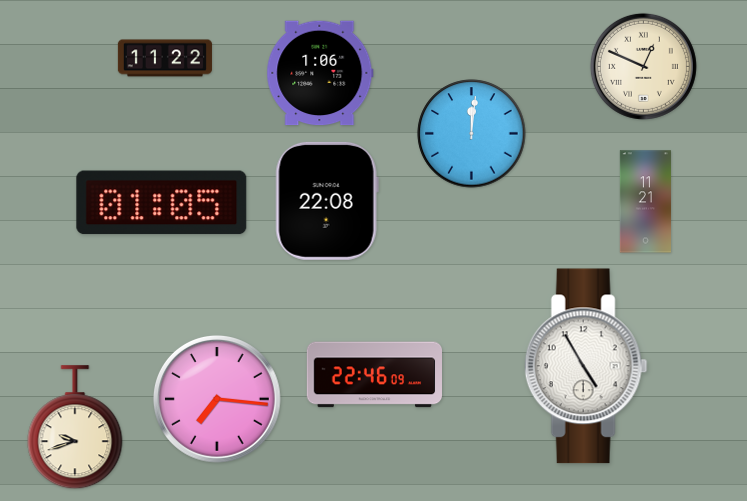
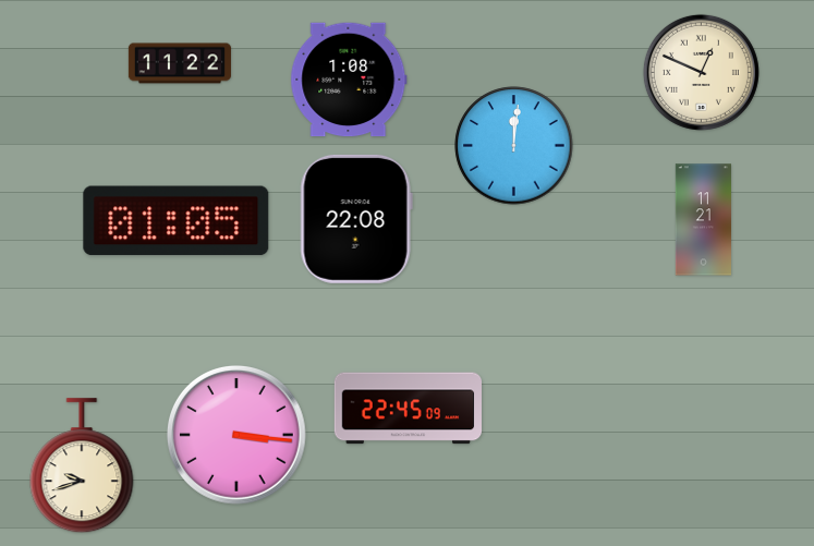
clock at (320, 73): 1:06 -> 1:08
clock at (586, 366): 4:55 -> none
clock at (374, 375): 22:46 -> 22:45
clock at (217, 399): 7:16 -> 3:16
